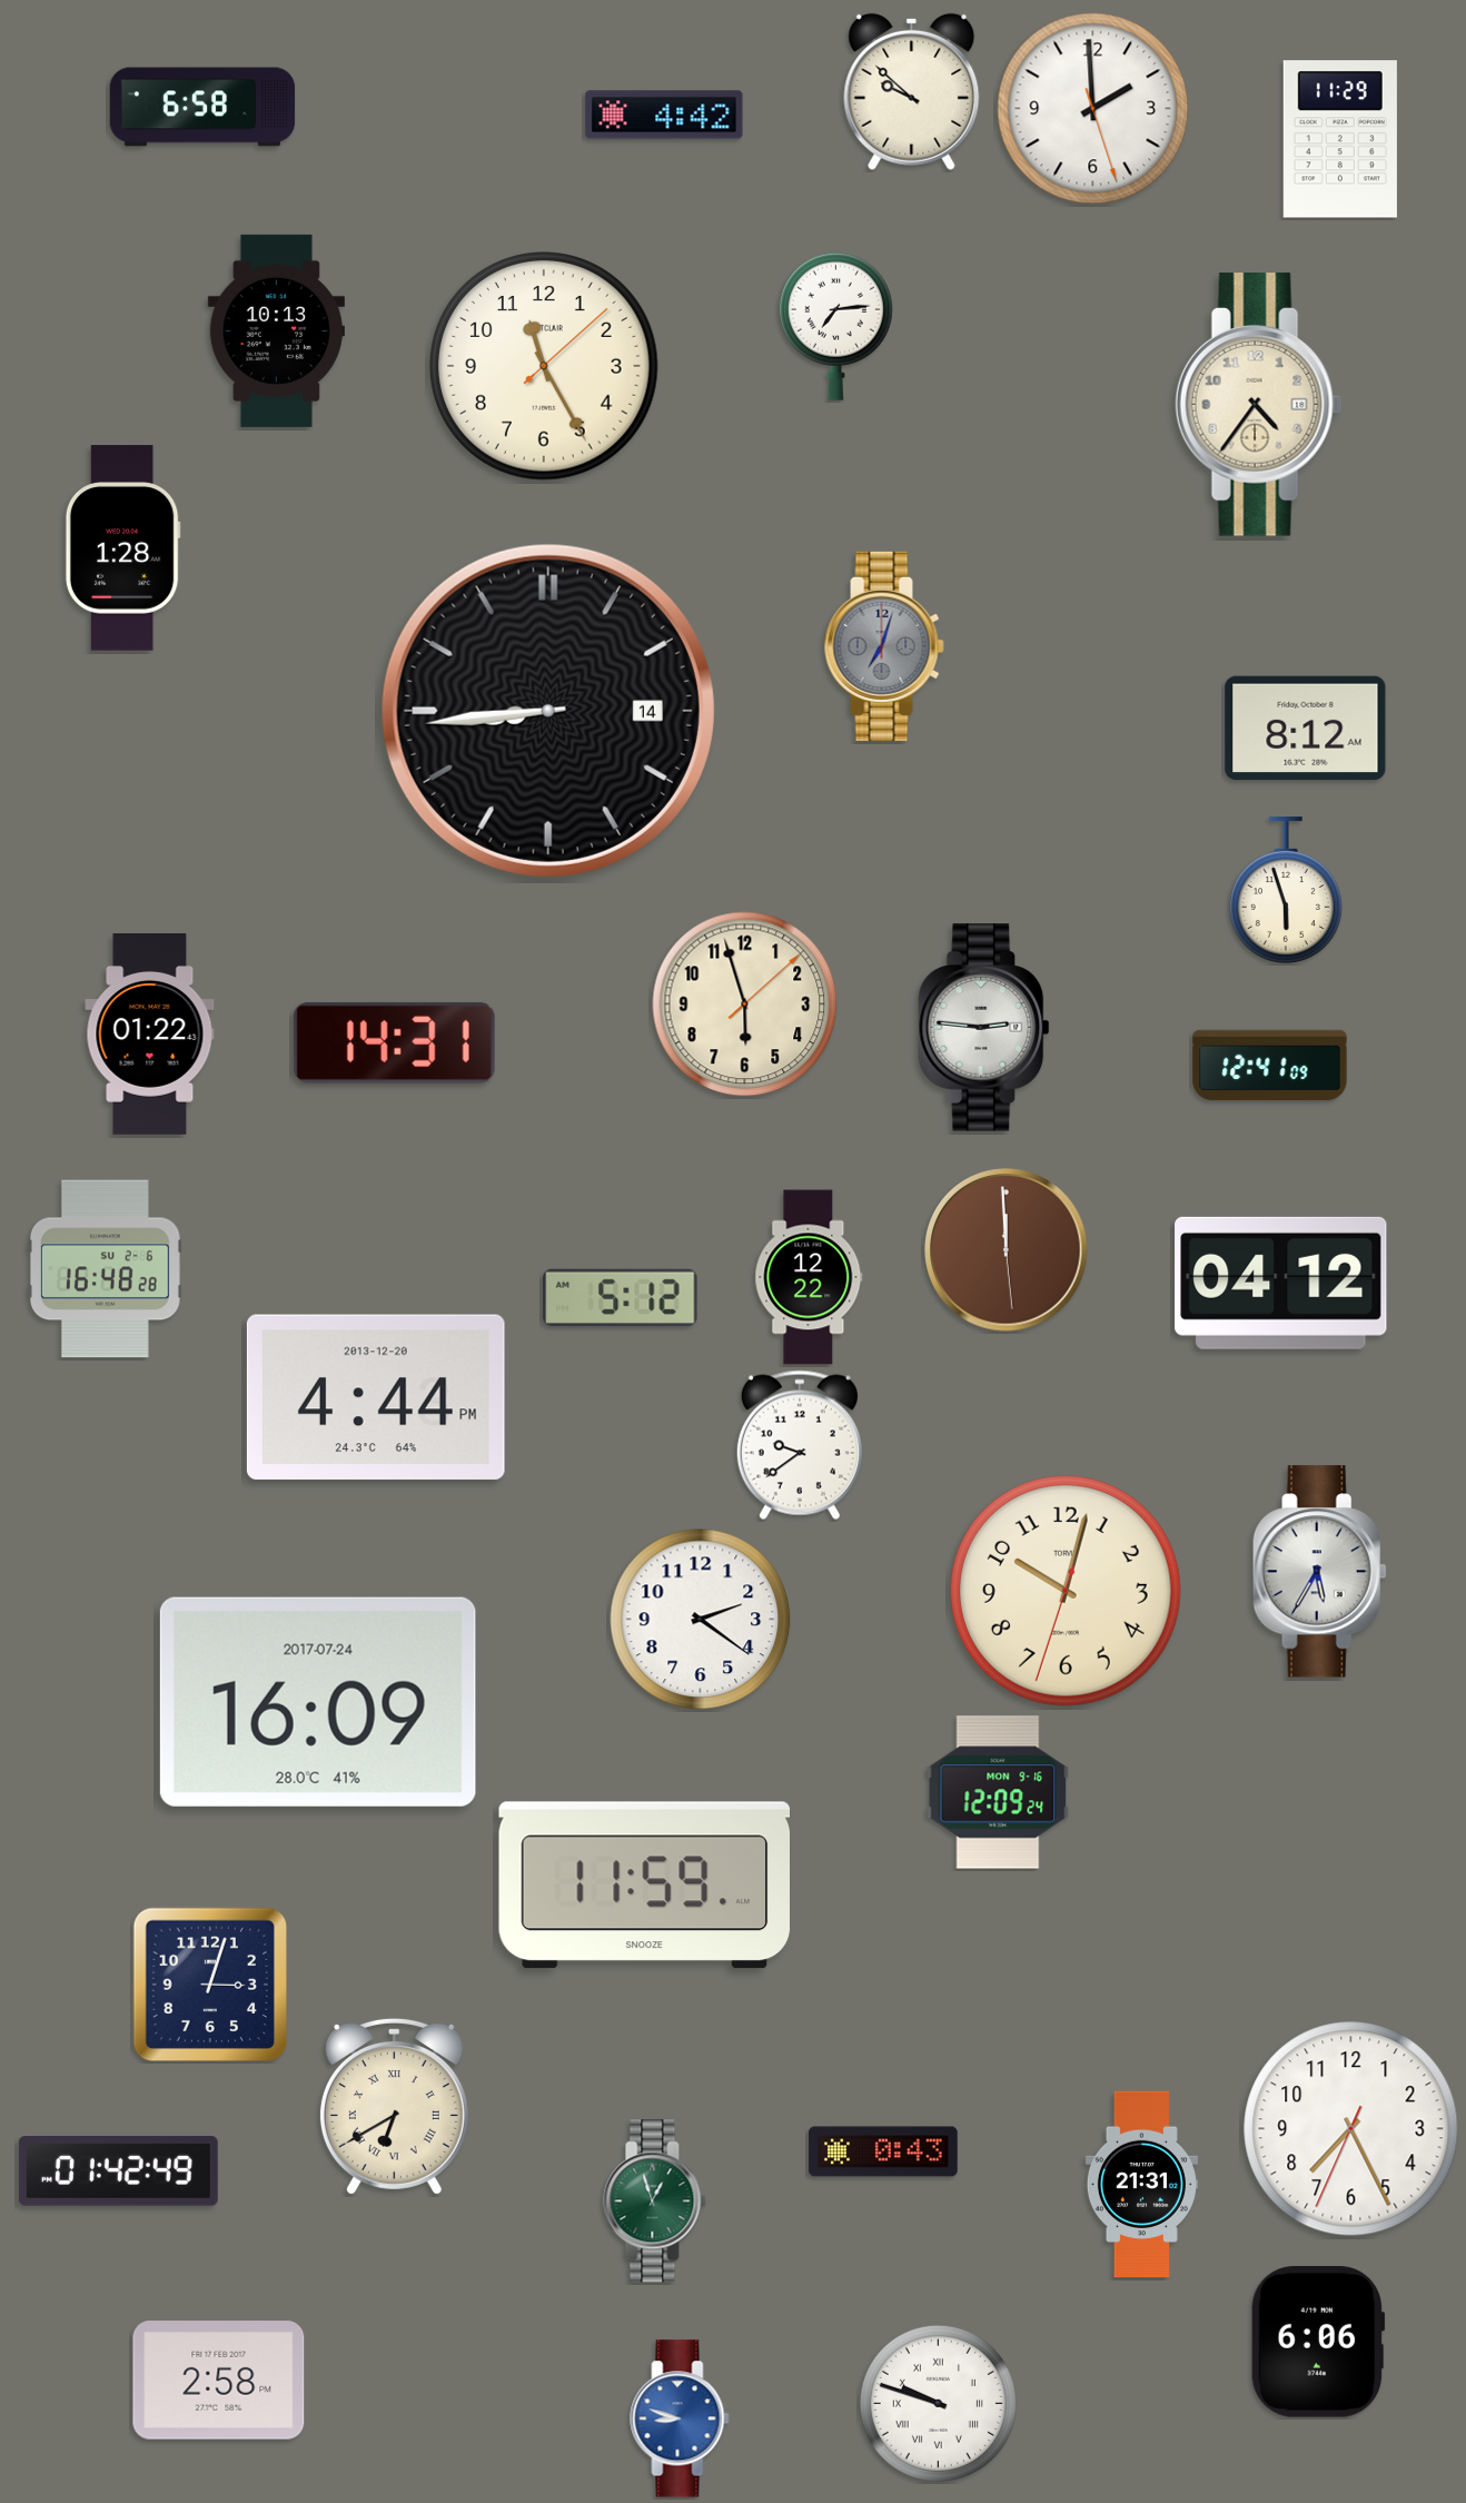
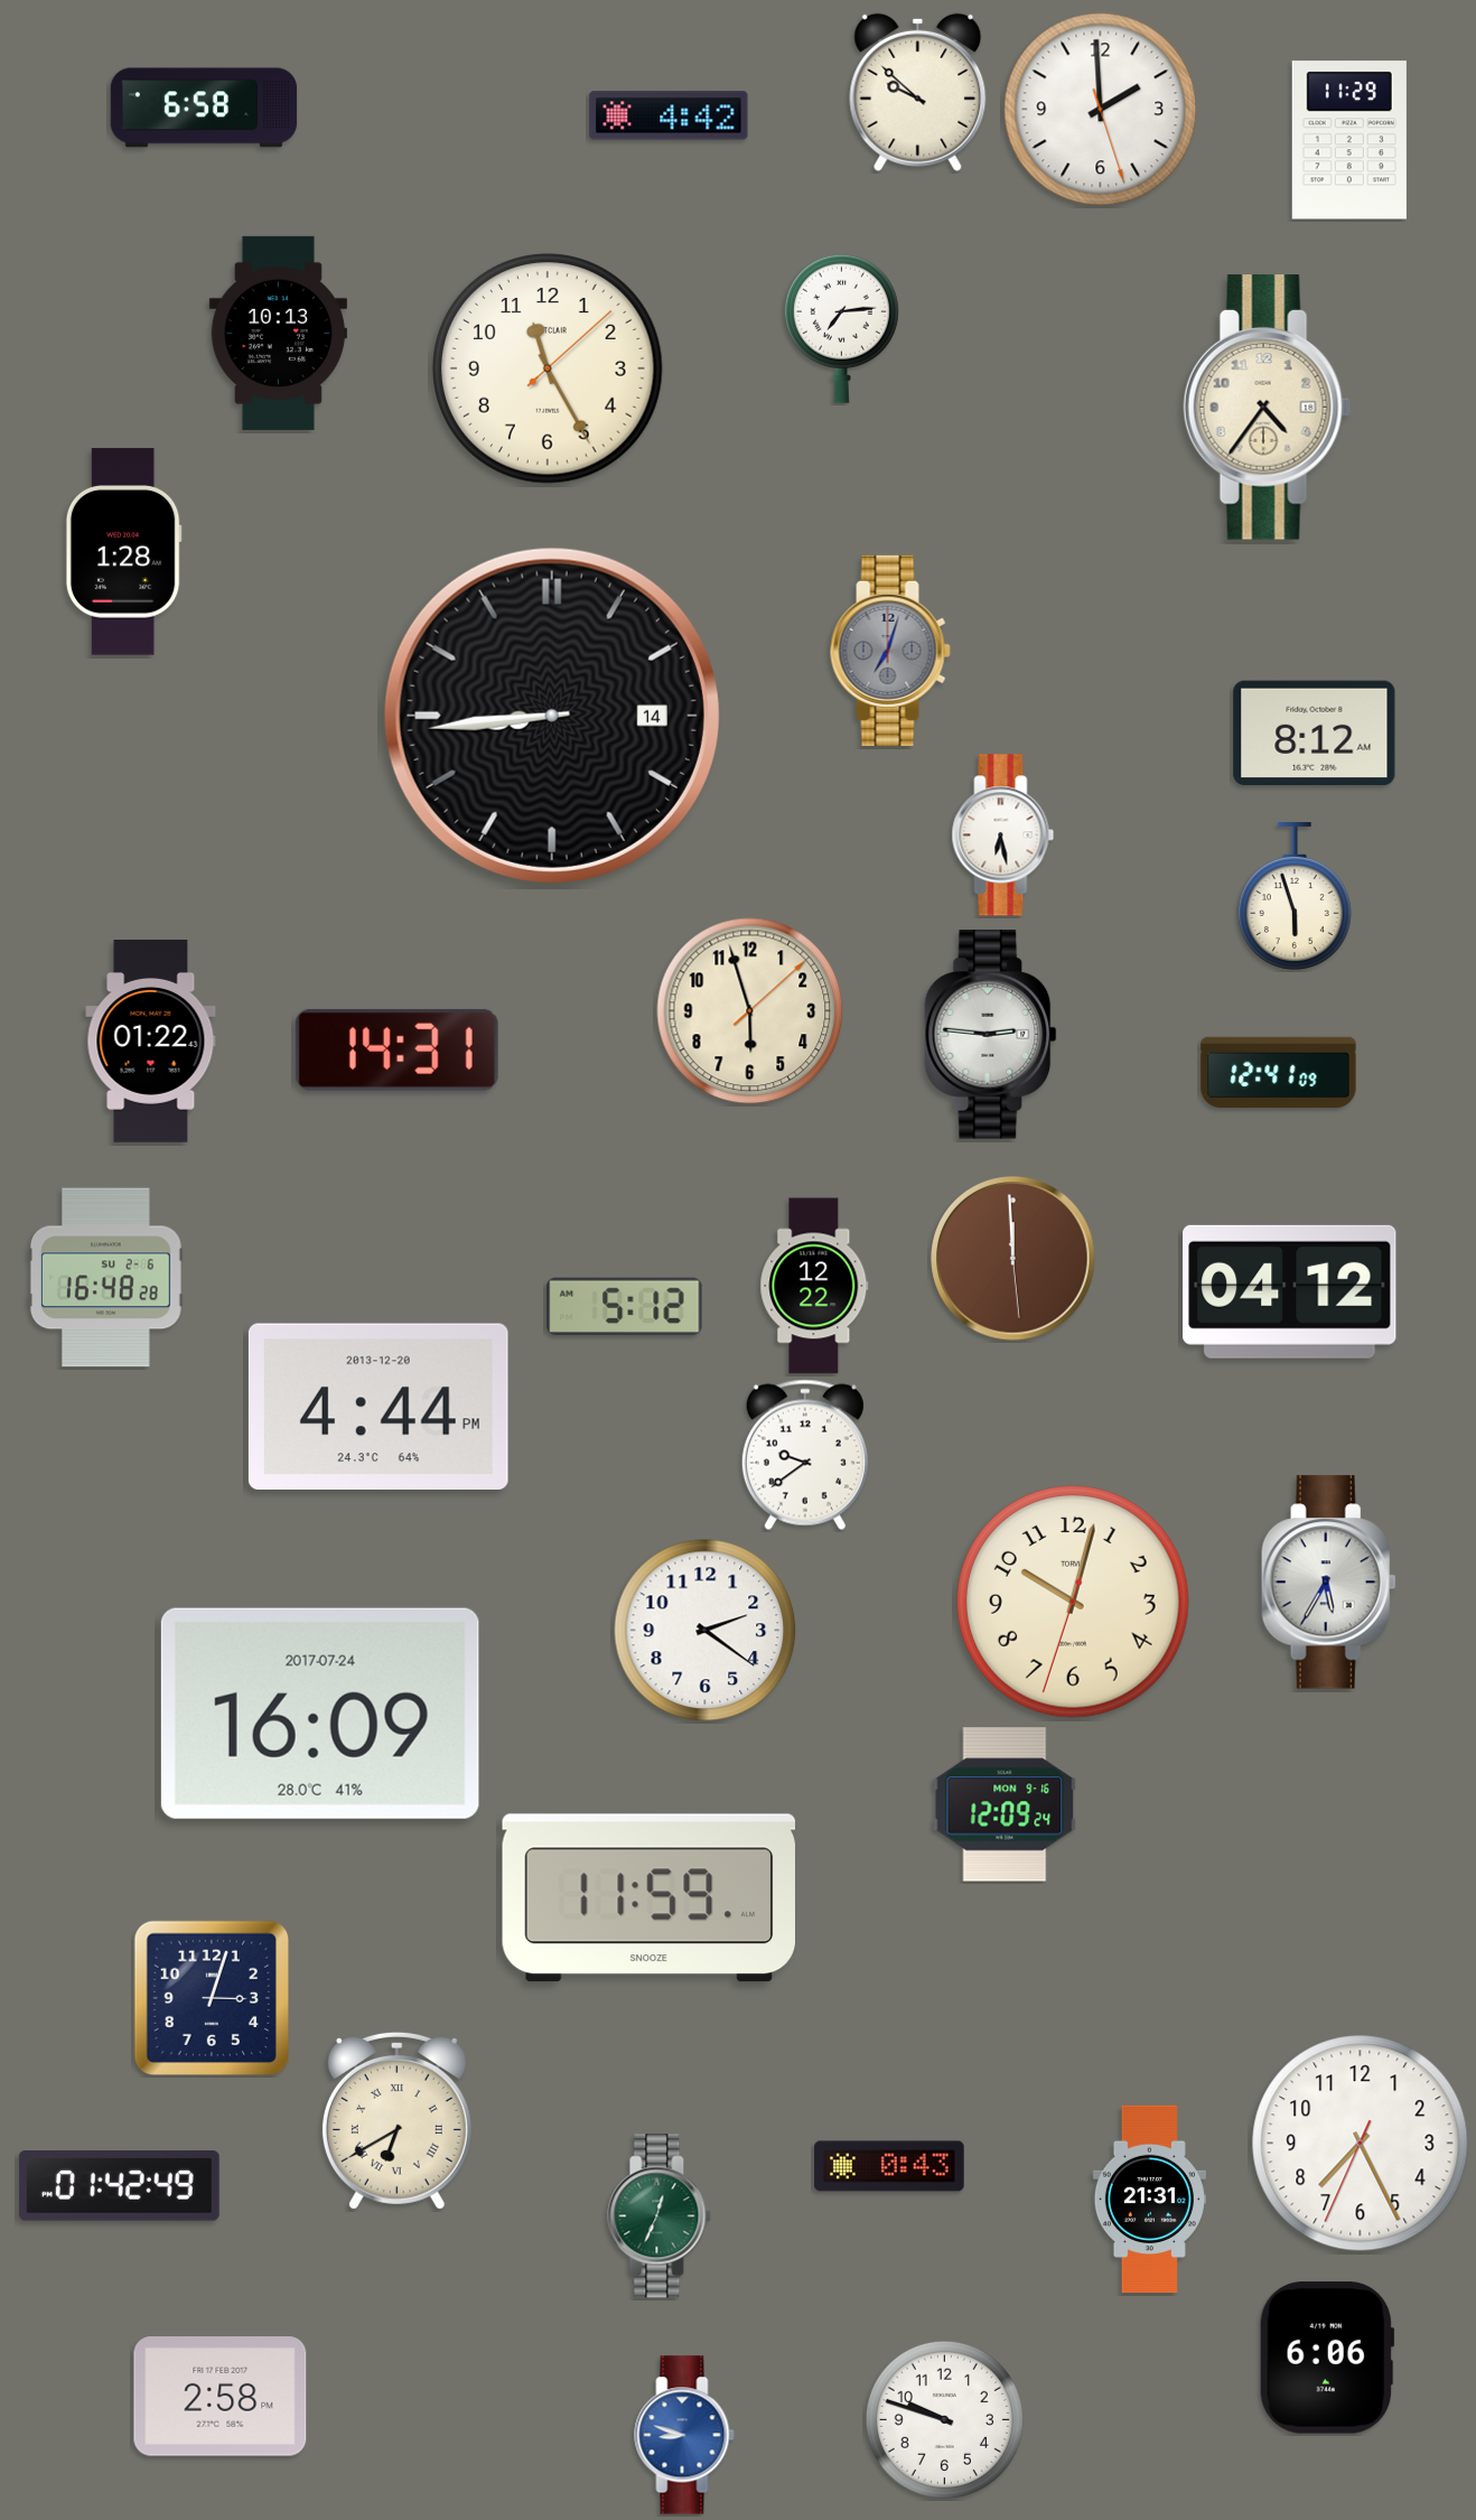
clock at (1003, 836): none -> 6:28
clock at (655, 2202): 12:57 -> 12:34
clock at (938, 2403) numerals: Roman -> Arabic
